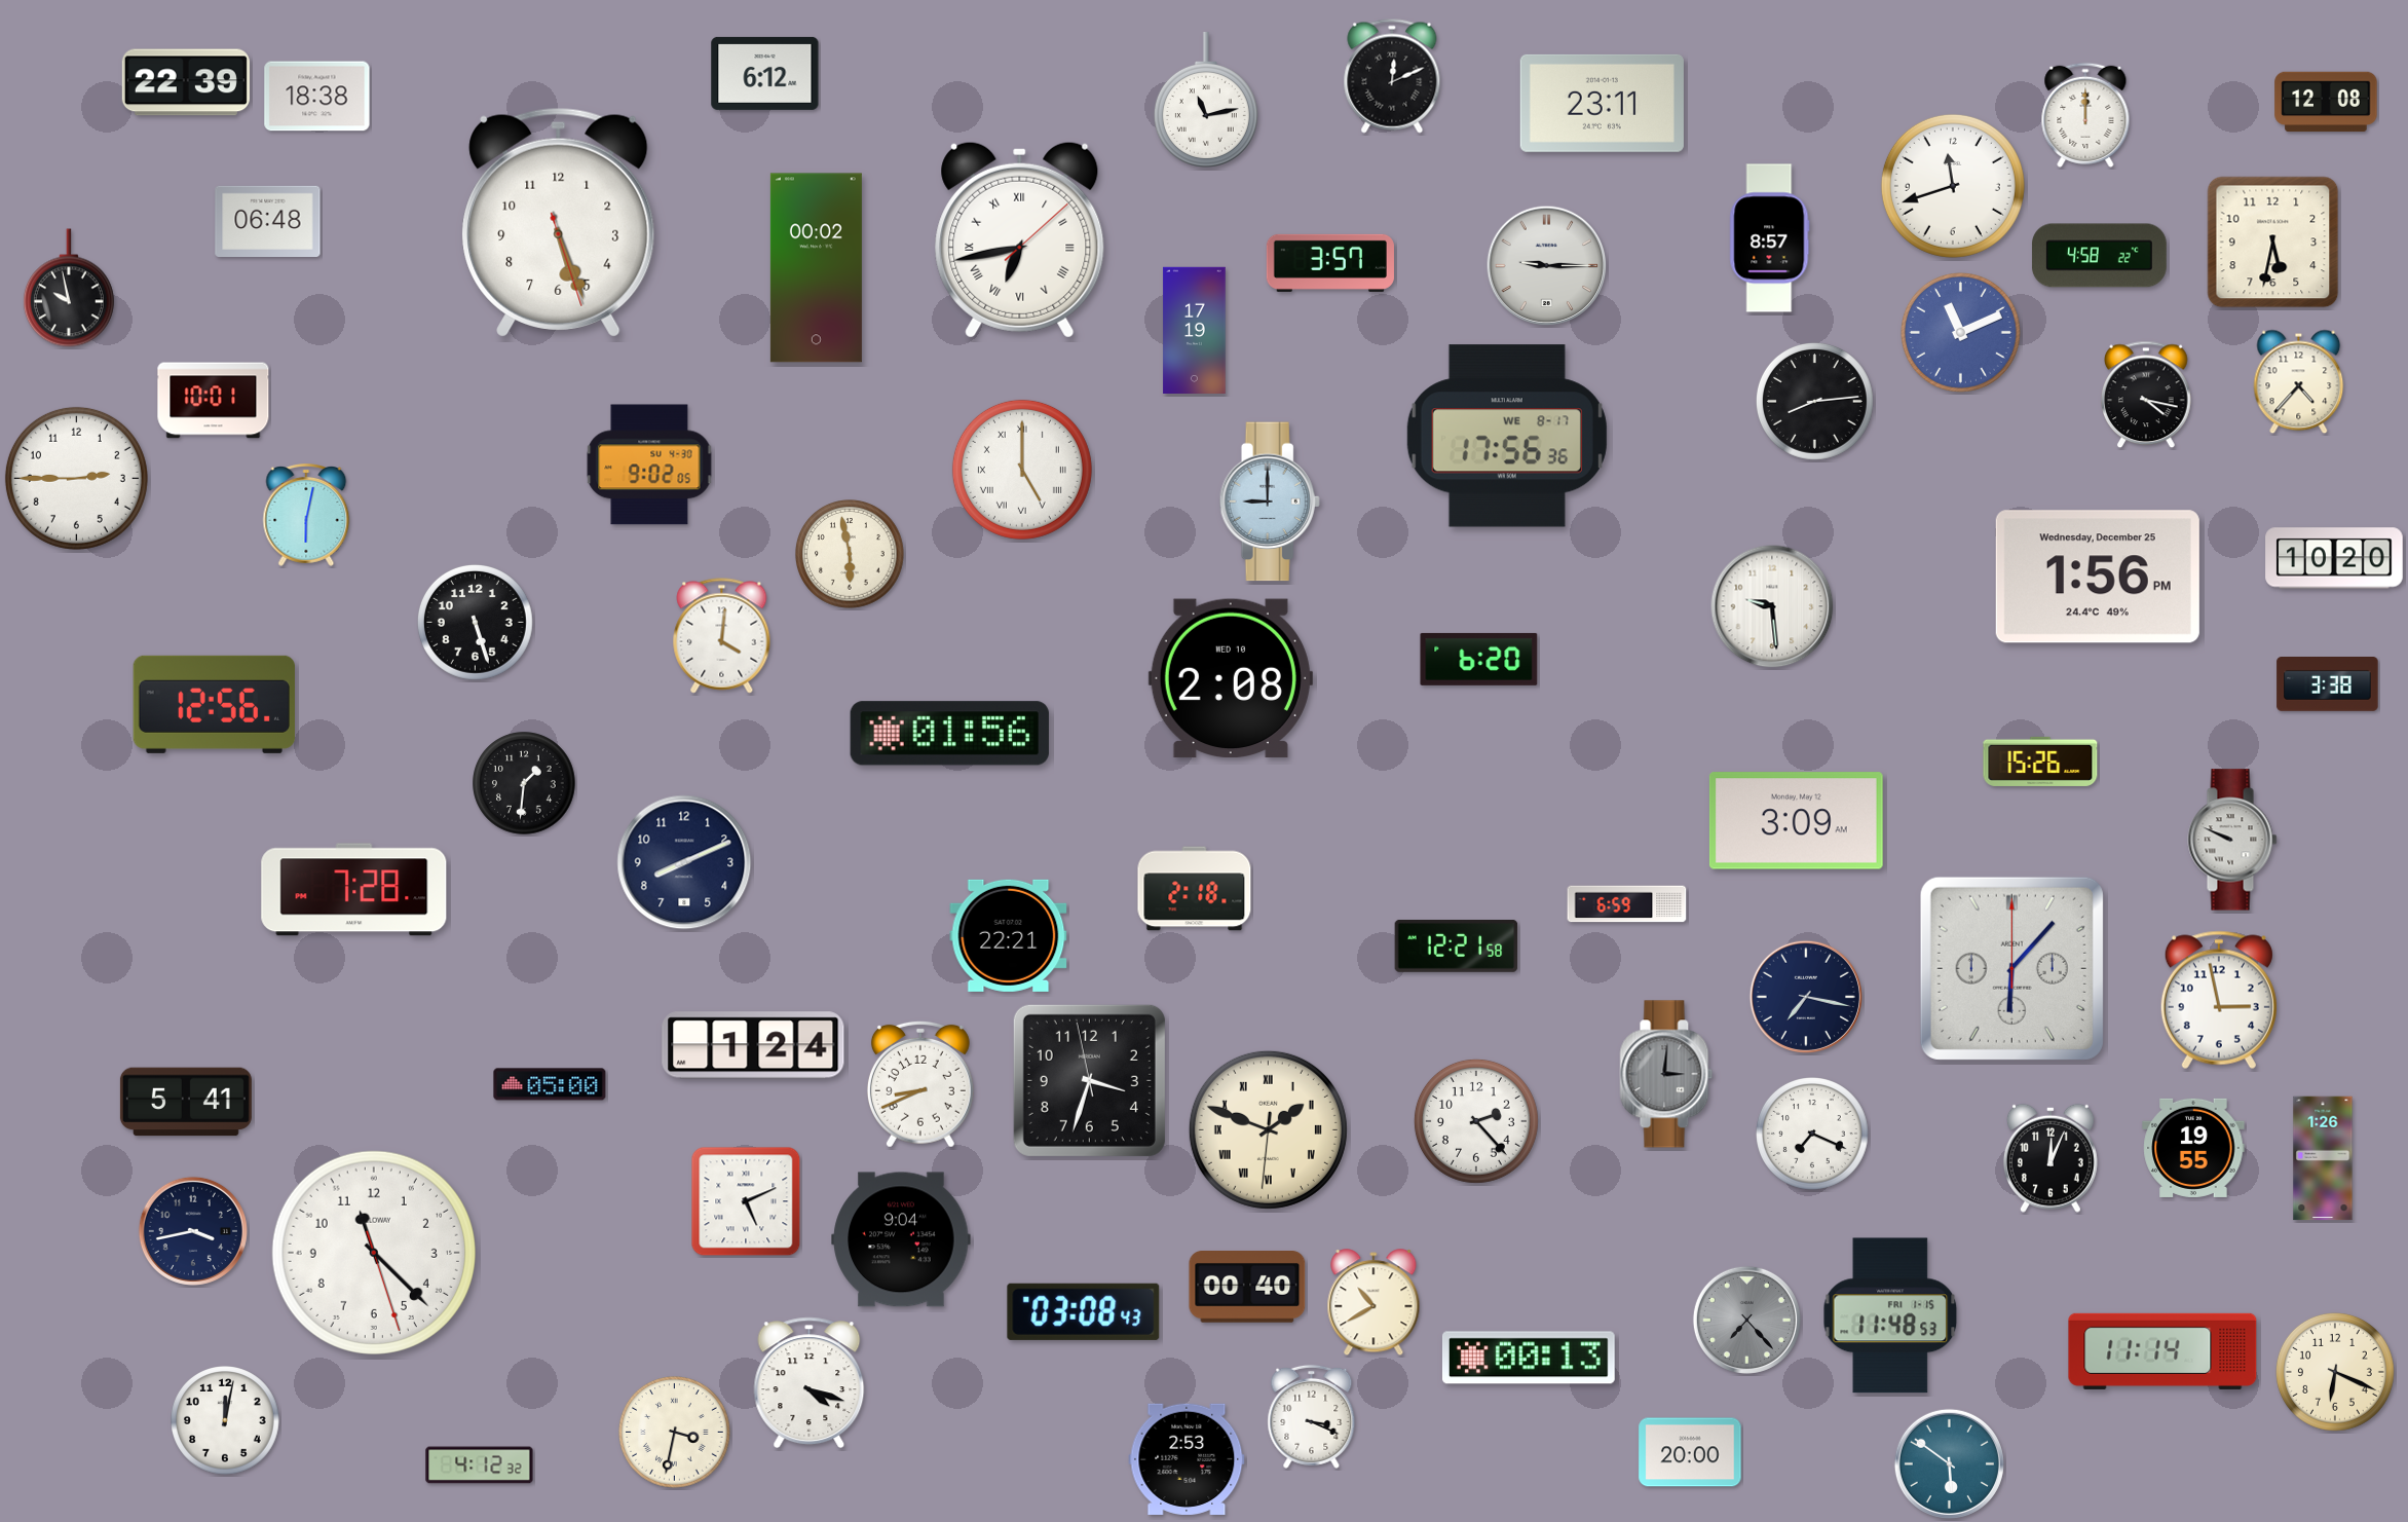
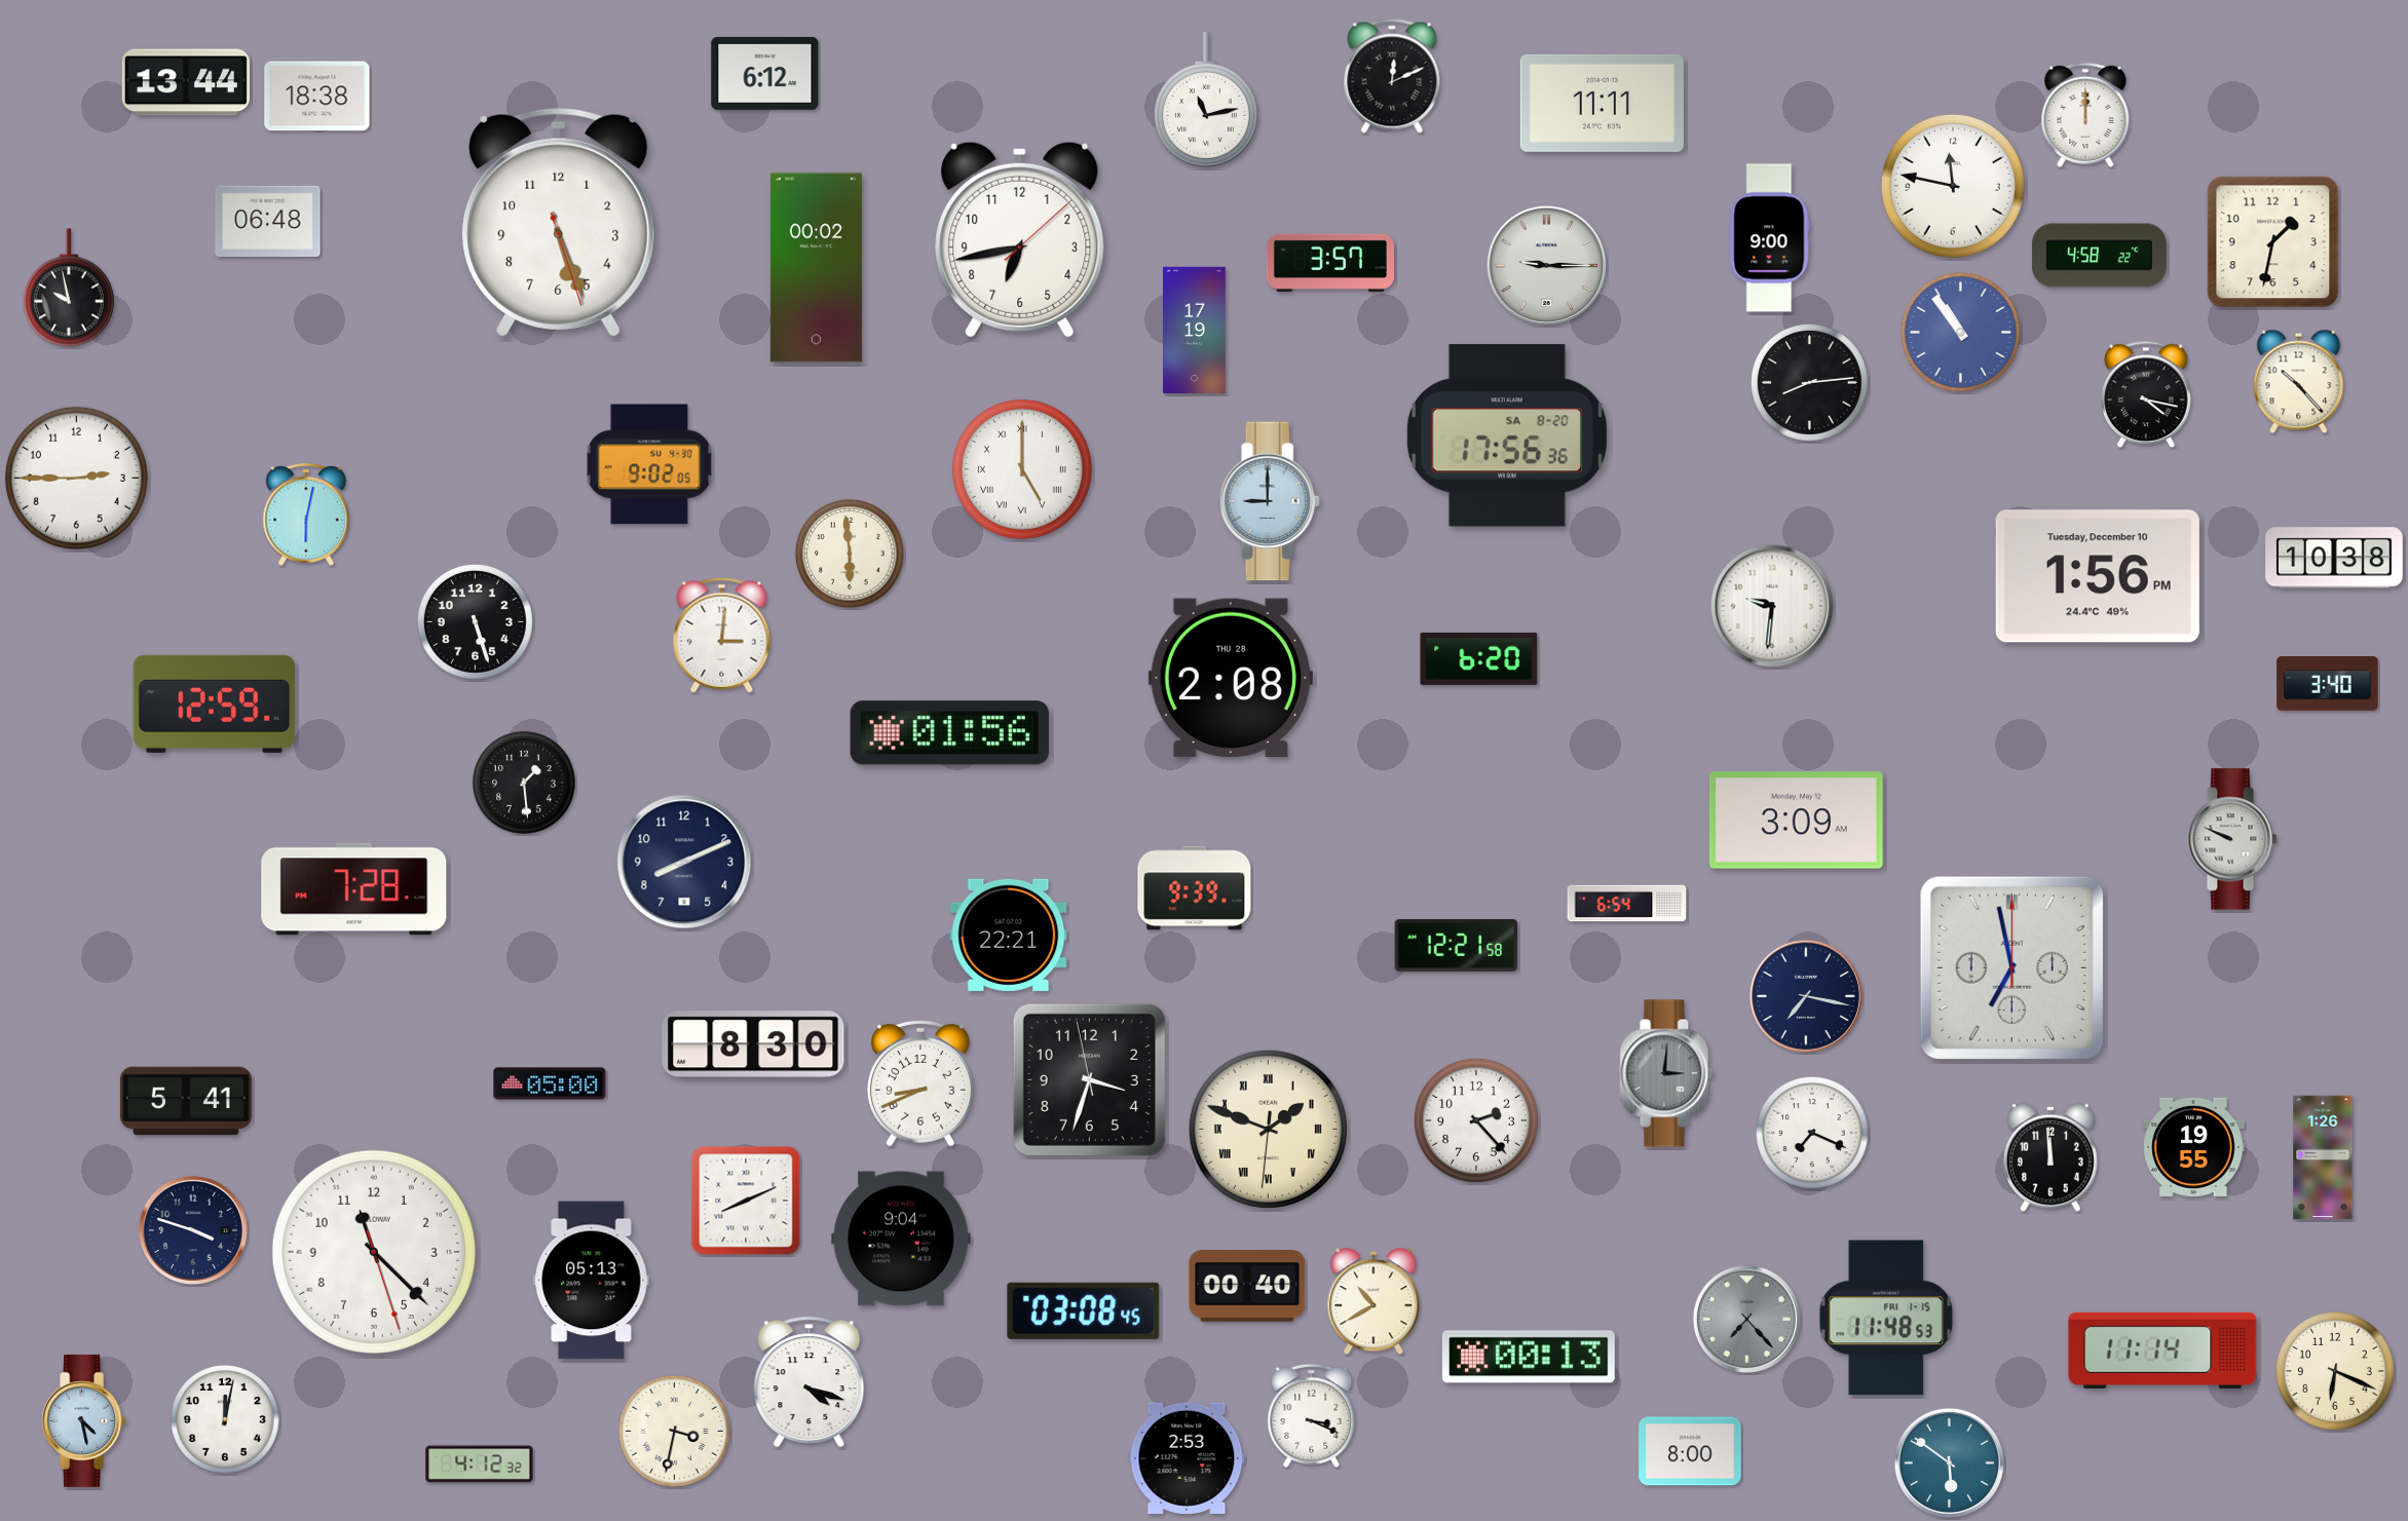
clock at (186, 82): 22:39 -> 13:44
clock at (2326, 102): 12:08 -> none
clock at (1602, 103): 23:11 -> 11:11
clock at (1953, 186): 11:42 -> 11:47
clock at (1770, 238): 8:57 -> 9:00
clock at (1020, 239) numerals: Roman -> Arabic
clock at (2273, 243): 5:32 -> 1:32
clock at (1960, 332): 11:11 -> 10:54
clock at (2299, 382): 4:37 -> 10:23
clock at (214, 401): 10:01 -> none
clock at (1814, 401) position: (1814, 401) -> (1809, 382)
clock at (1507, 436) date: WE 8-17 -> SA 8-20
clock at (851, 555): 5:58 -> 5:59
clock at (2334, 558): 10:20 -> 10:38
clock at (2098, 577) date: Wednesday, December 25 -> Tuesday, December 10
clock at (1772, 606): 9:29 -> 9:31
clock at (722, 636): 4:01 -> 3:01
clock at (1231, 678) date: WED 10 -> THU 28
clock at (2328, 684): 3:38 -> 3:40
clock at (214, 704): 12:56 -> 12:59
clock at (2040, 762): 15:26 -> none
clock at (524, 783): 1:31 -> 1:29
clock at (1195, 889): 2:18 -> 9:39
clock at (1627, 904): 6:59 -> 6:54
clock at (2011, 968): 6:07 -> 6:58
clock at (2219, 1000): 2:58 -> none
clock at (753, 1045): 1:24 -> 8:30
clock at (2050, 1158): 12:04 -> 11:59
clock at (746, 1201): 5:11 -> 8:11
clock at (193, 1231): 3:43 -> 3:48
clock at (592, 1281): none -> 05:13
clock at (1084, 1311): 03:08:43 -> 03:08:45
clock at (1890, 1315) position: (1890, 1315) -> (1886, 1318)
clock at (84, 1420): none -> 4:28
clock at (1690, 1452): 20:00 -> 8:00
